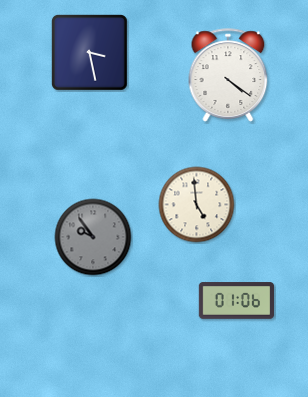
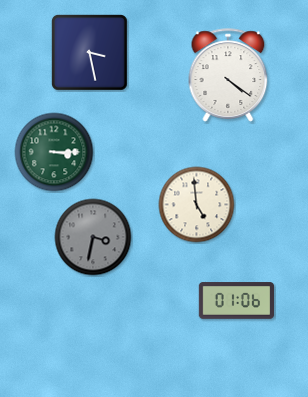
clock at (54, 152): none -> 3:15
clock at (93, 237): 9:54 -> 3:32
